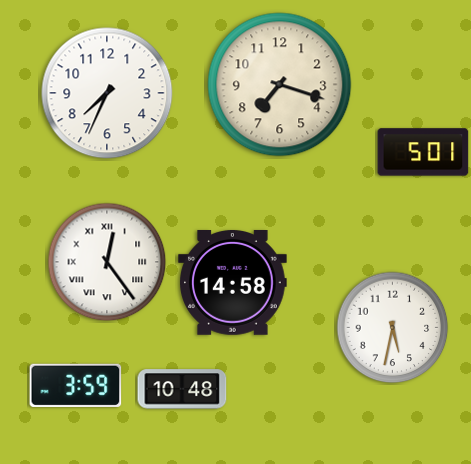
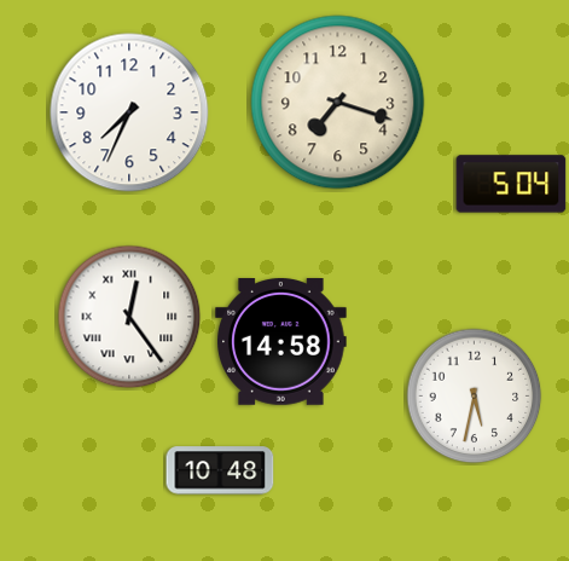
clock at (423, 152): 5:01 -> 5:04
clock at (76, 385): 3:59 -> none
